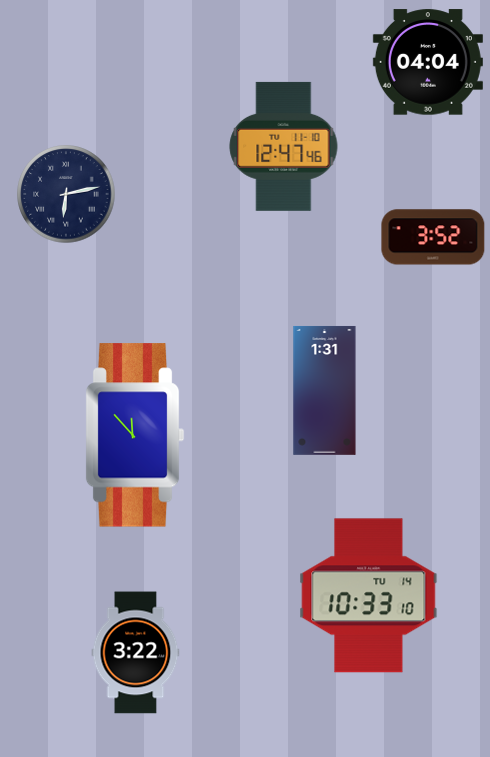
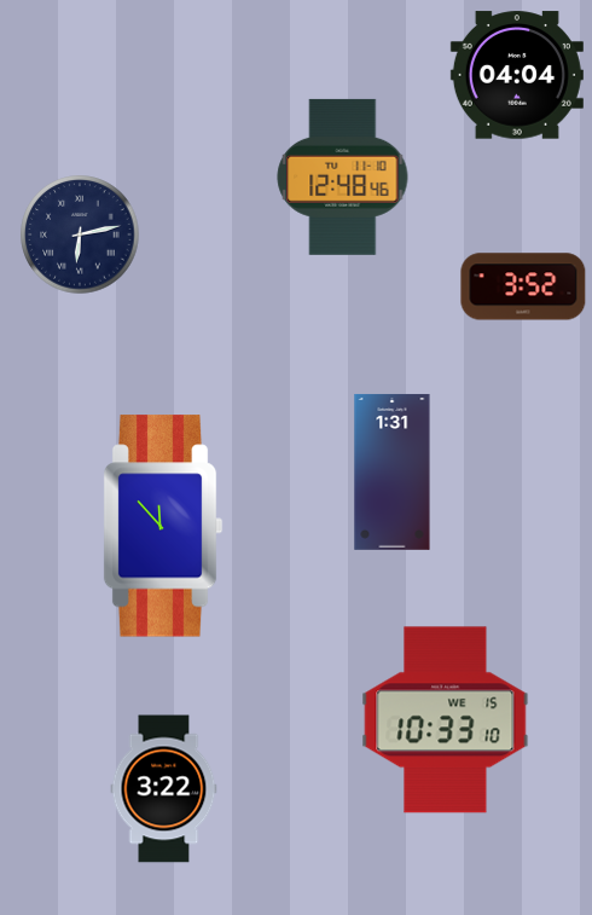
clock at (284, 146): 12:47 -> 12:48
clock at (369, 596) date: TU 14 -> WE 15
